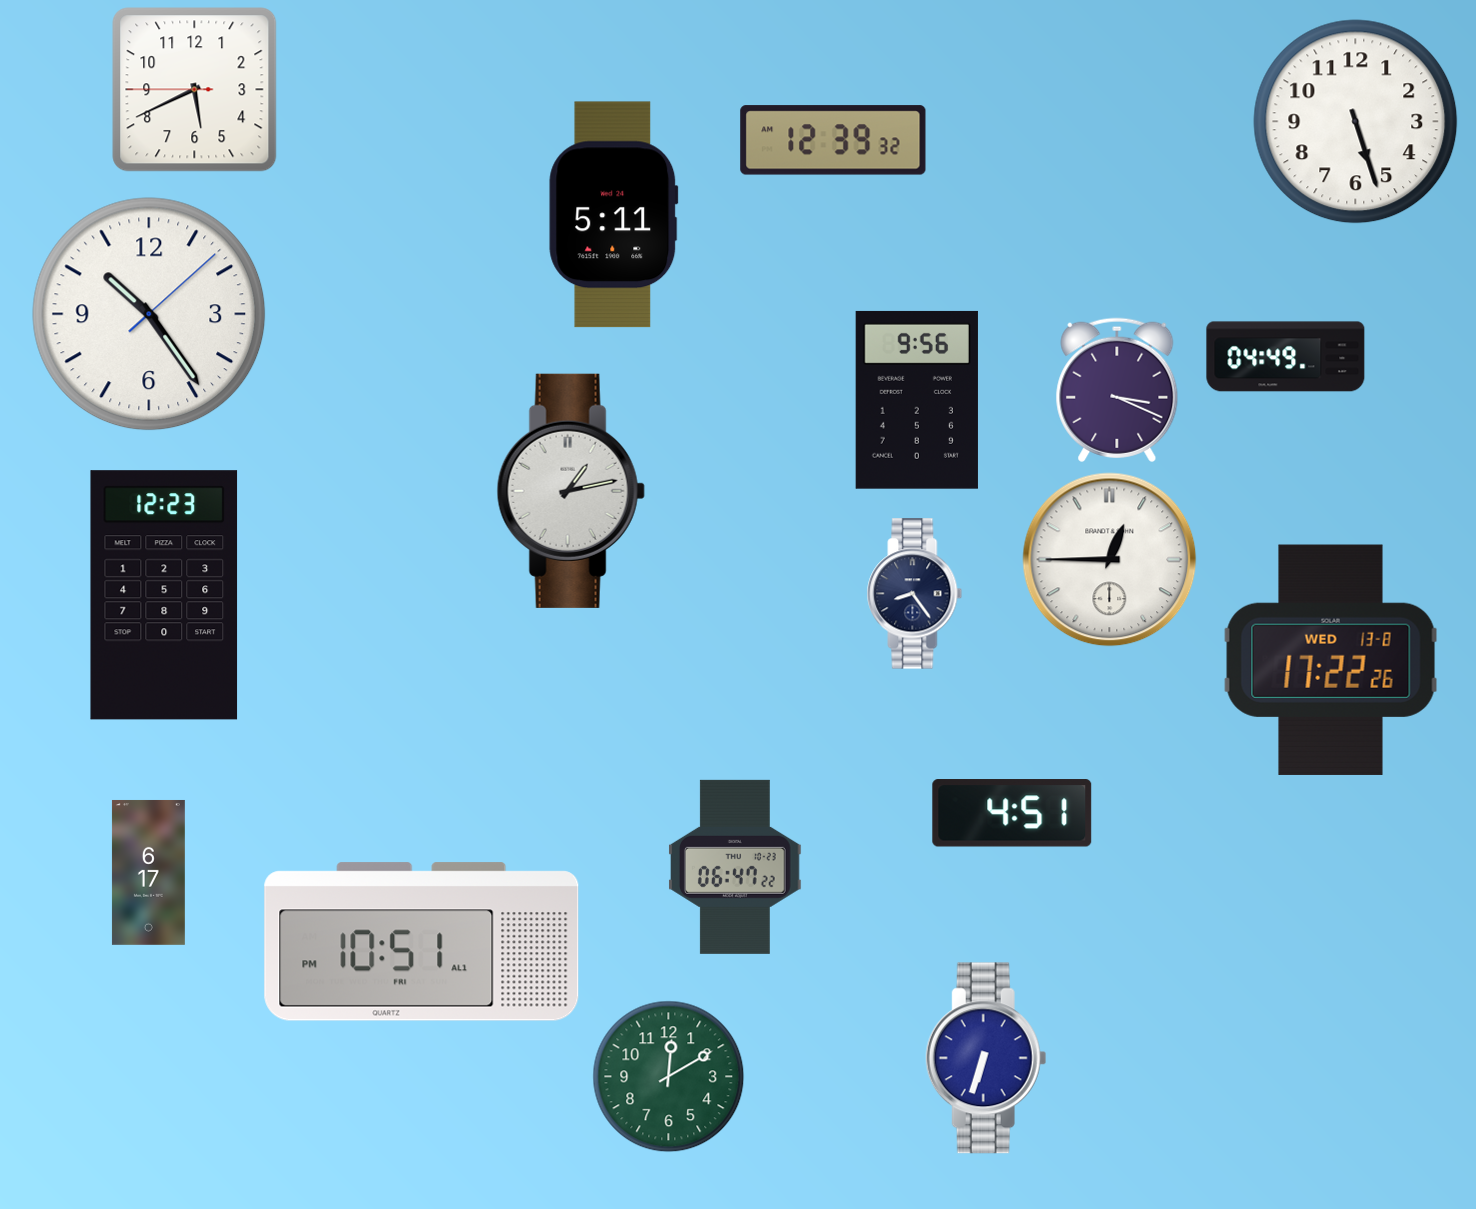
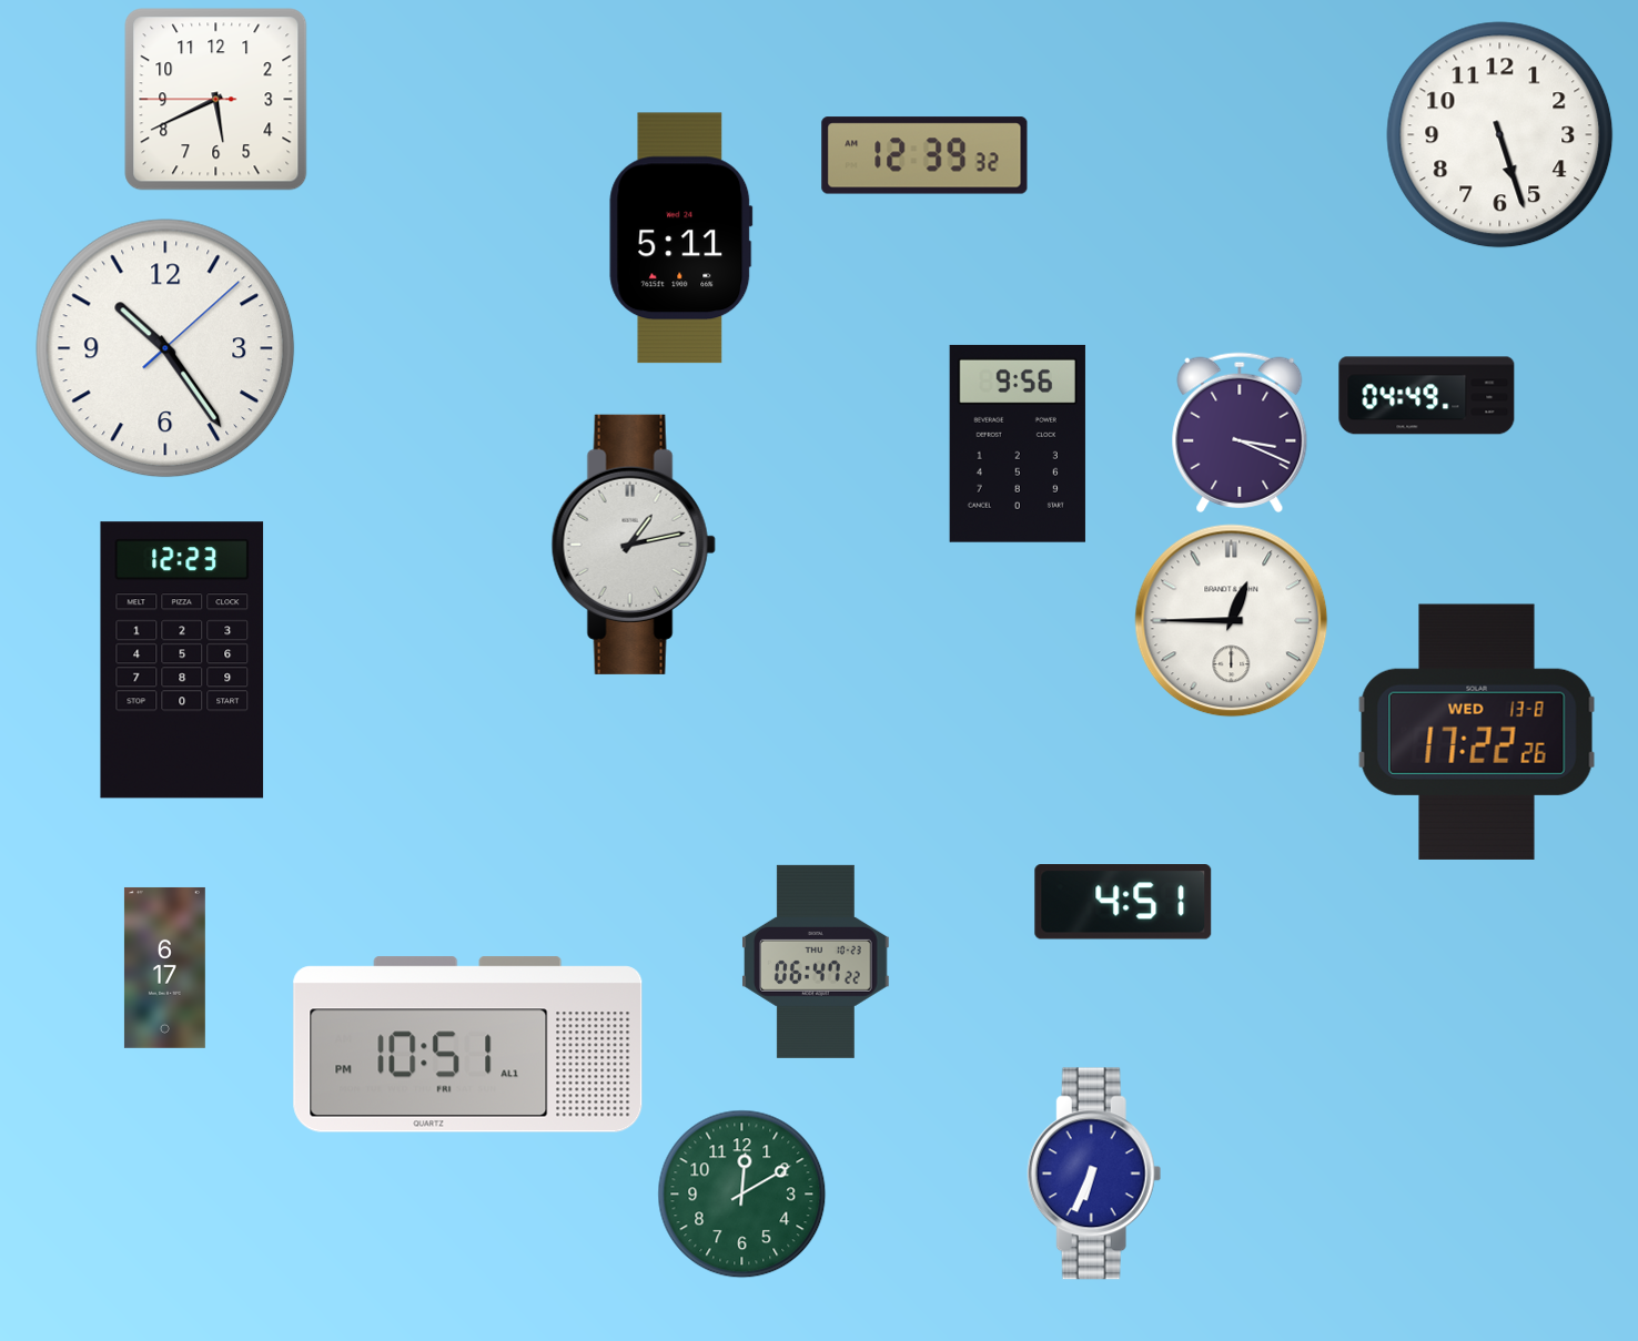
clock at (1356, 122) position: (1356, 122) -> (1500, 135)
clock at (915, 594): 8:24 -> none
clock at (986, 1058): 6:33 -> 6:34
